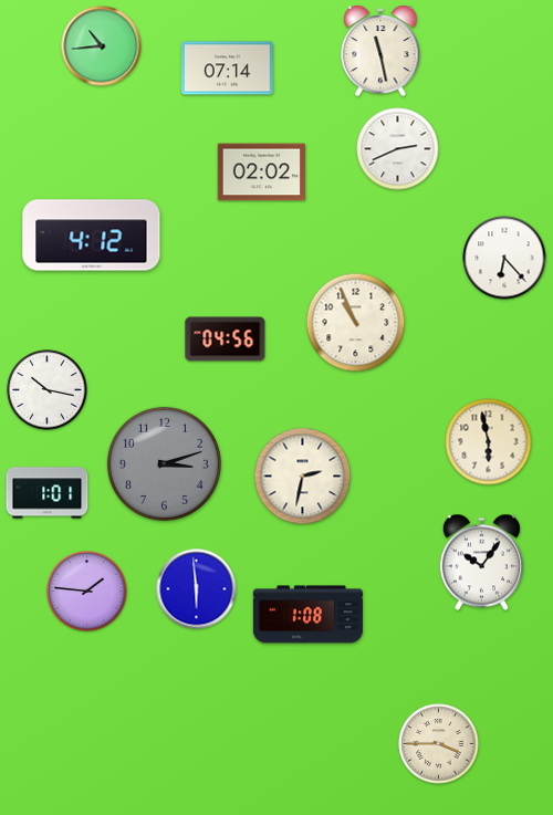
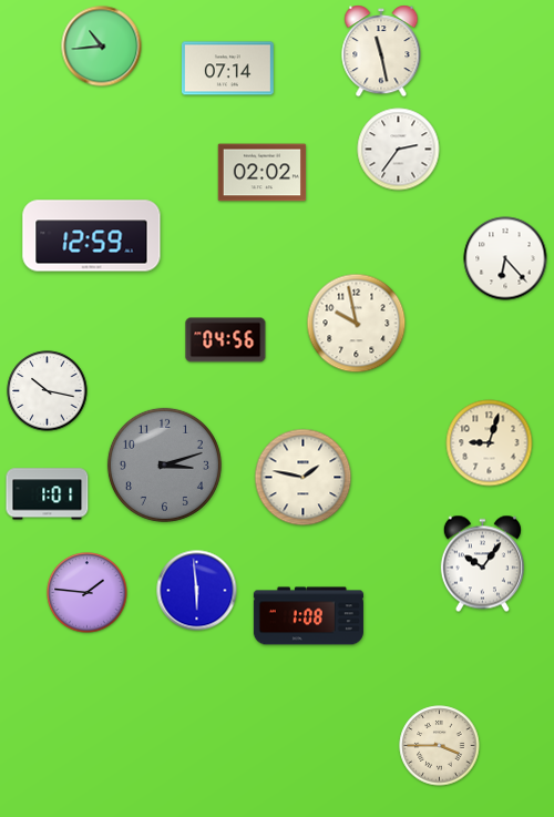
clock at (398, 149): 2:41 -> 2:36
clock at (92, 236): 4:12 -> 12:59
clock at (356, 323): 10:56 -> 9:58
clock at (489, 442): 5:58 -> 9:03
clock at (303, 477): 2:32 -> 1:47
